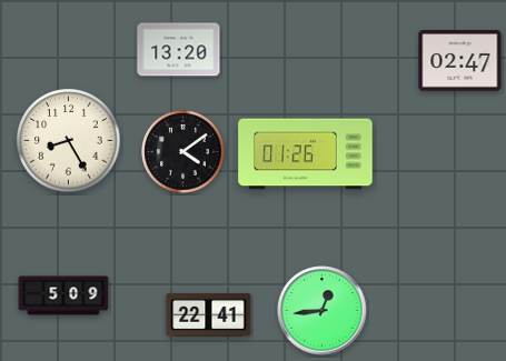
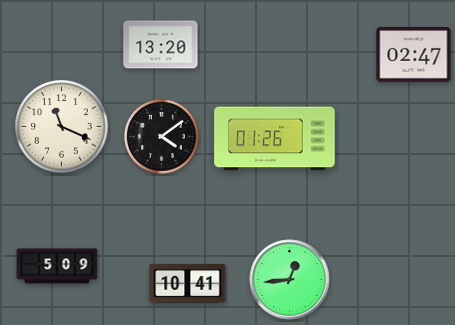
clock at (69, 141): 8:25 -> 11:19
clock at (183, 152) position: (183, 152) -> (162, 137)
clock at (209, 314): 22:41 -> 10:41
